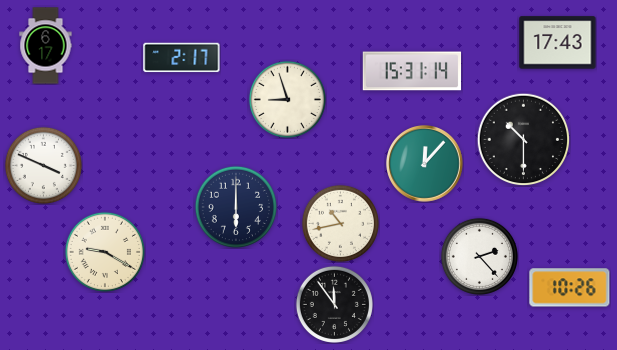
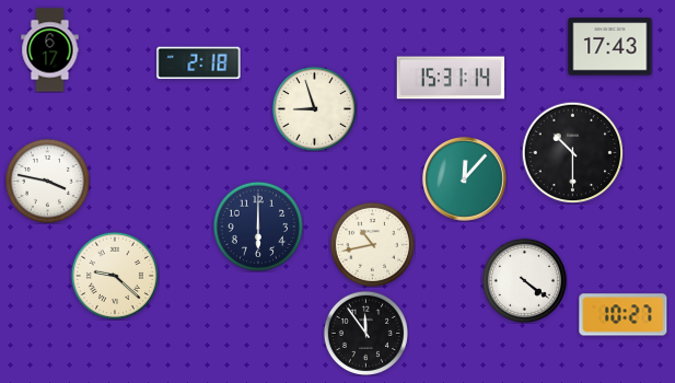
clock at (182, 58): 2:17 -> 2:18
clock at (43, 165): 3:49 -> 3:47
clock at (105, 252): 9:20 -> 9:22
clock at (479, 256): 2:23 -> 4:21
clock at (570, 288): 10:26 -> 10:27
